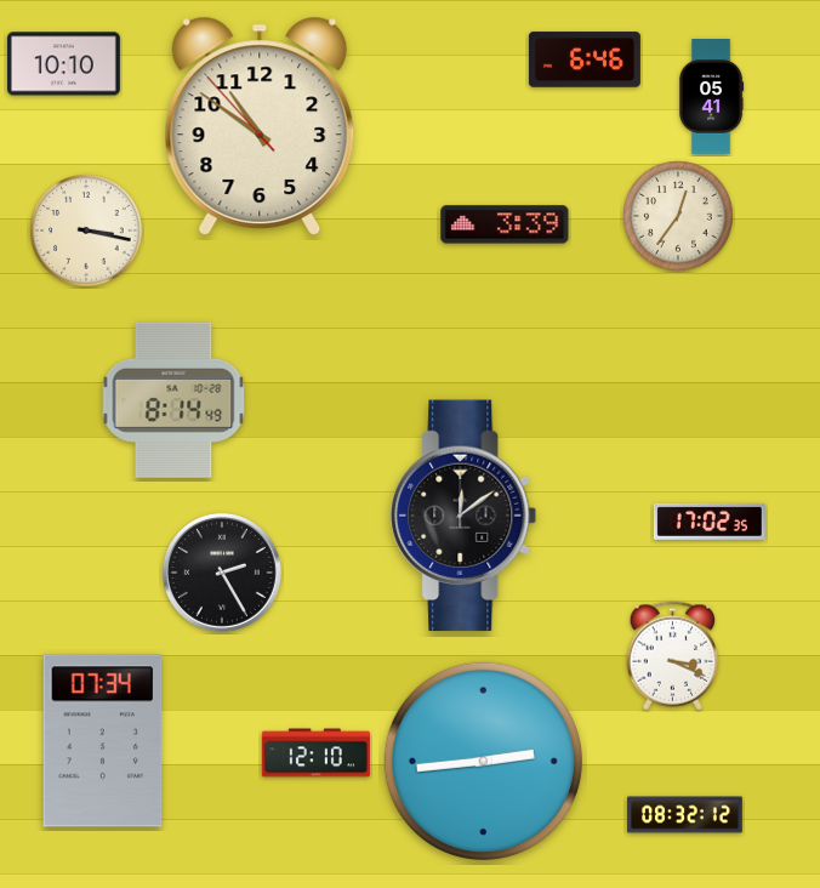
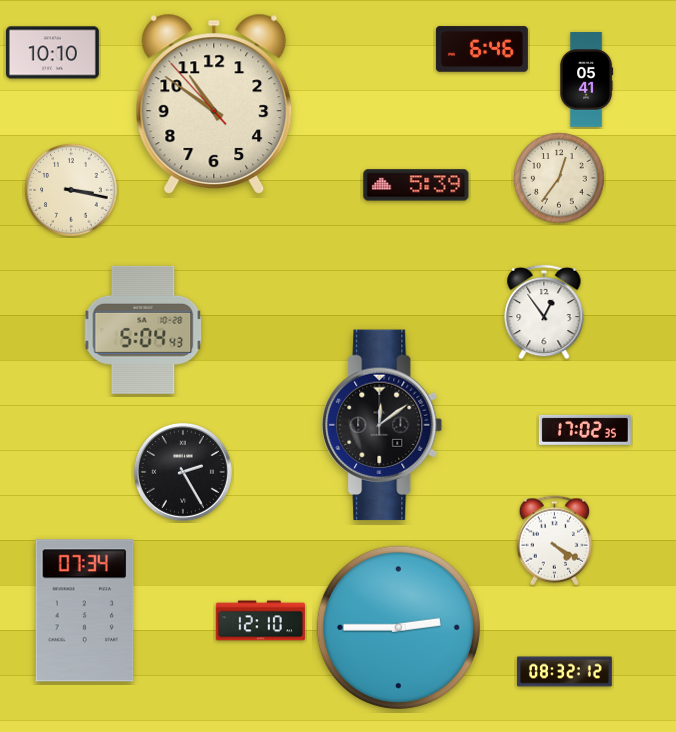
clock at (505, 224): 3:39 -> 5:39
clock at (544, 312): none -> 12:54
clock at (173, 400): 8:14 -> 5:04
clock at (673, 656): 3:19 -> 4:20
clock at (483, 761): 2:44 -> 2:45
